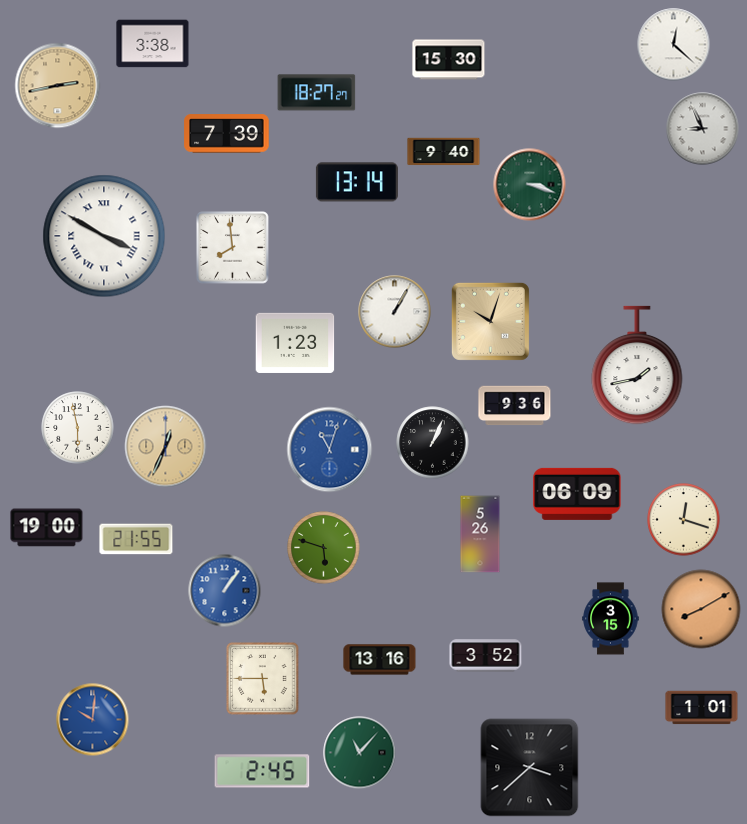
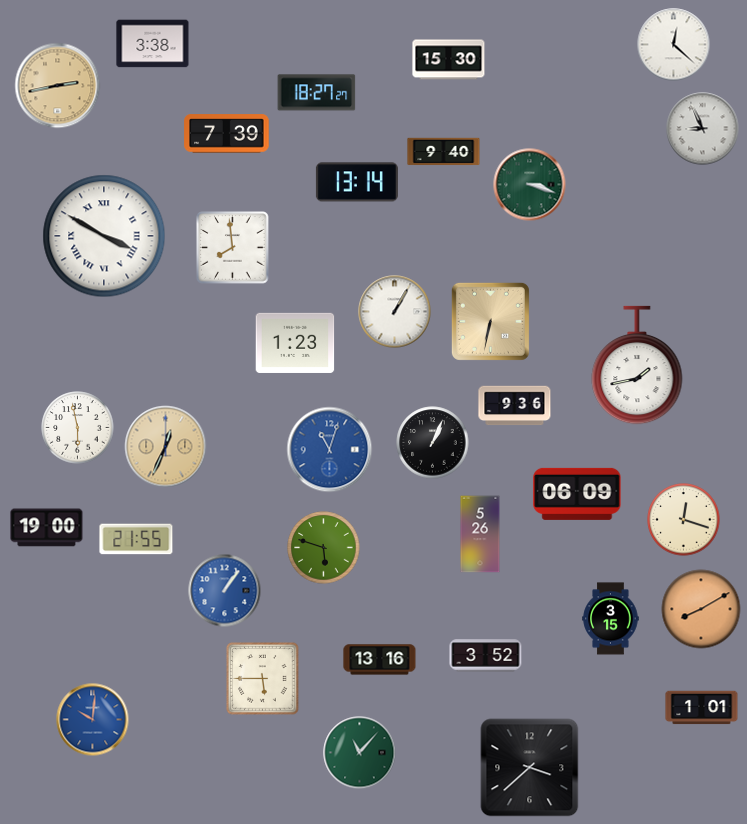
clock at (490, 321): 10:03 -> 6:32
clock at (262, 771): 2:45 -> none
